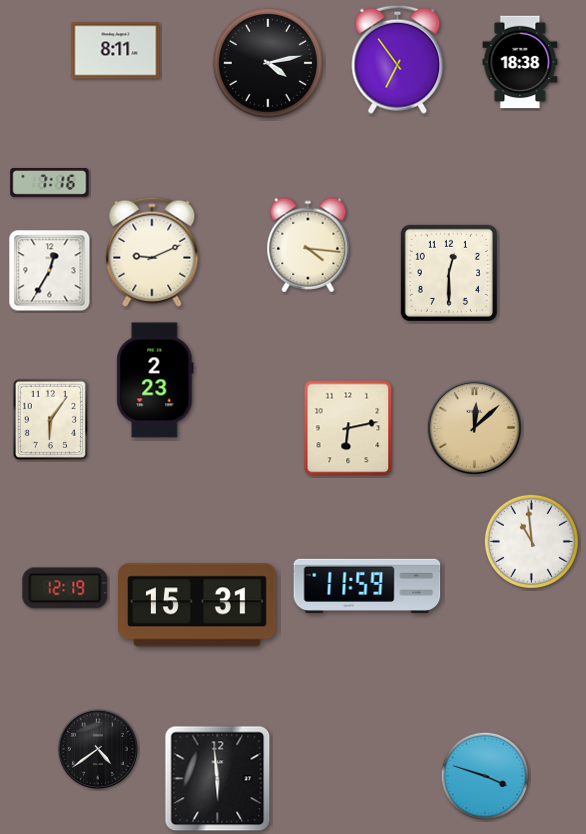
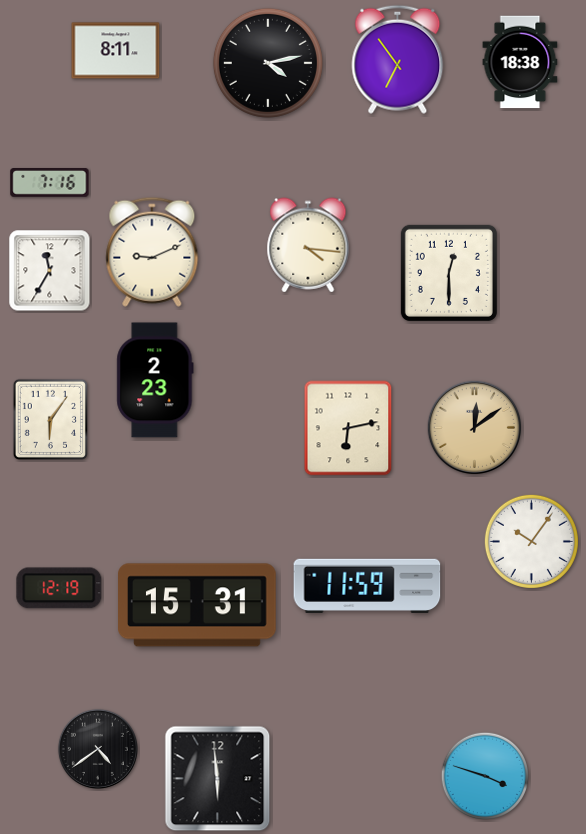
clock at (50, 271): 12:35 -> 11:35
clock at (474, 427): 12:08 -> 12:09
clock at (531, 541): 10:59 -> 10:06
clock at (65, 588) position: (65, 588) -> (59, 588)
